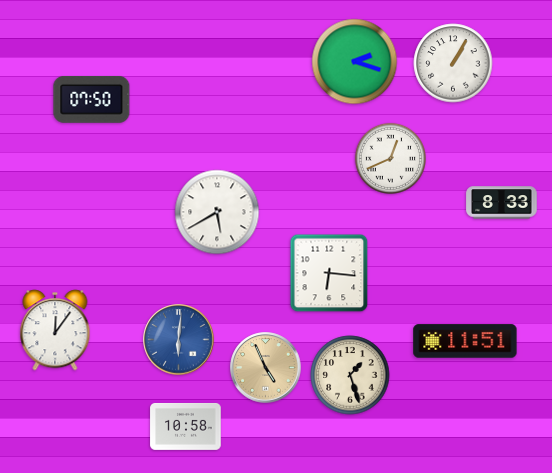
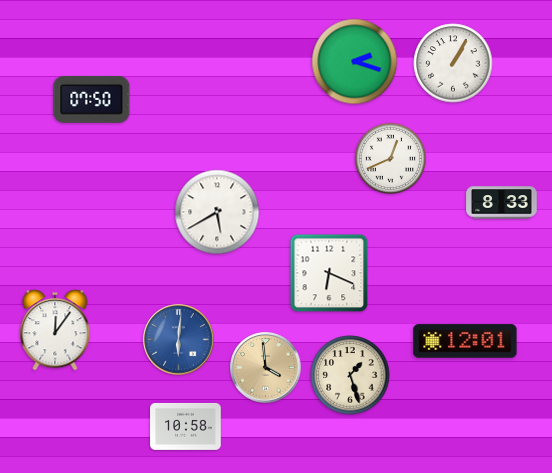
clock at (329, 273): 6:16 -> 6:19
clock at (465, 341): 11:51 -> 12:01
clock at (266, 368): 4:56 -> 3:59
